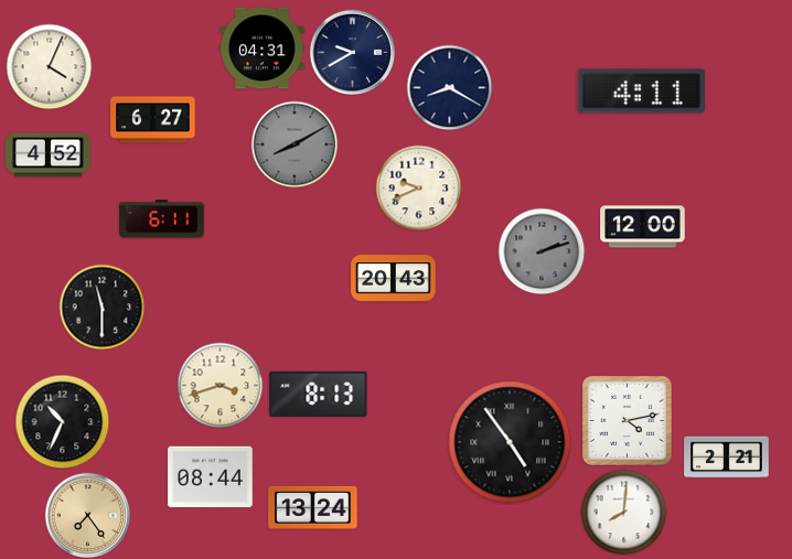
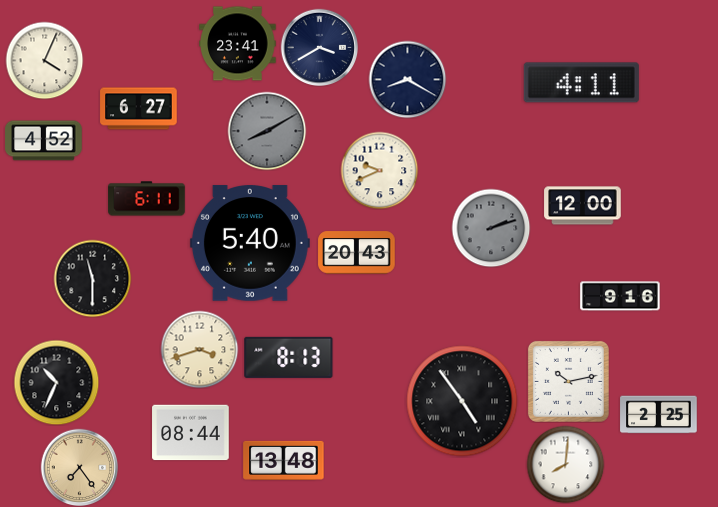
clock at (263, 49): 04:31 -> 23:41
clock at (352, 52): 9:40 -> 3:40
clock at (250, 243): none -> 5:40
clock at (620, 296): none -> 9:16
clock at (627, 420): 4:13 -> 10:13
clock at (727, 458): 2:21 -> 2:25
clock at (313, 507): 13:24 -> 13:48
